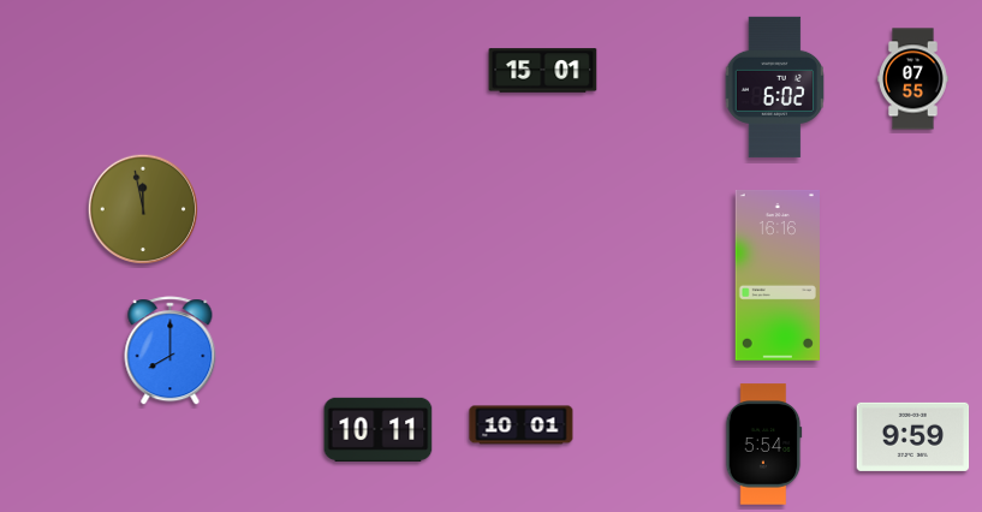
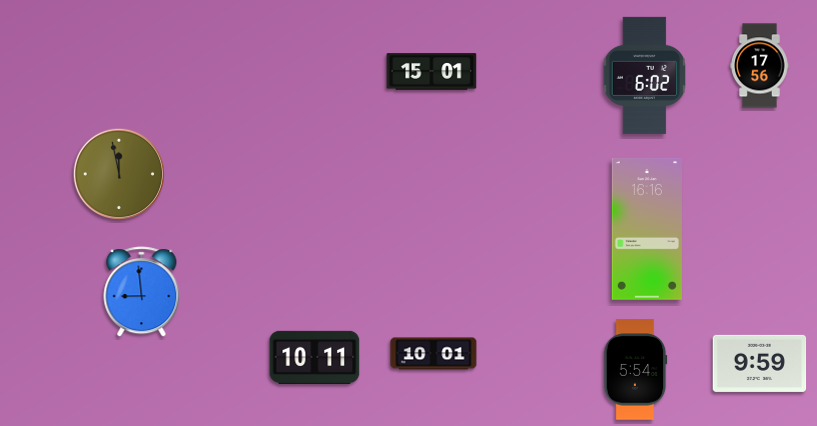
clock at (543, 71) position: (543, 71) -> (432, 72)
clock at (913, 79): 07:55 -> 17:56
clock at (775, 87) position: (775, 87) -> (645, 75)
clock at (171, 351): 8:00 -> 8:59
